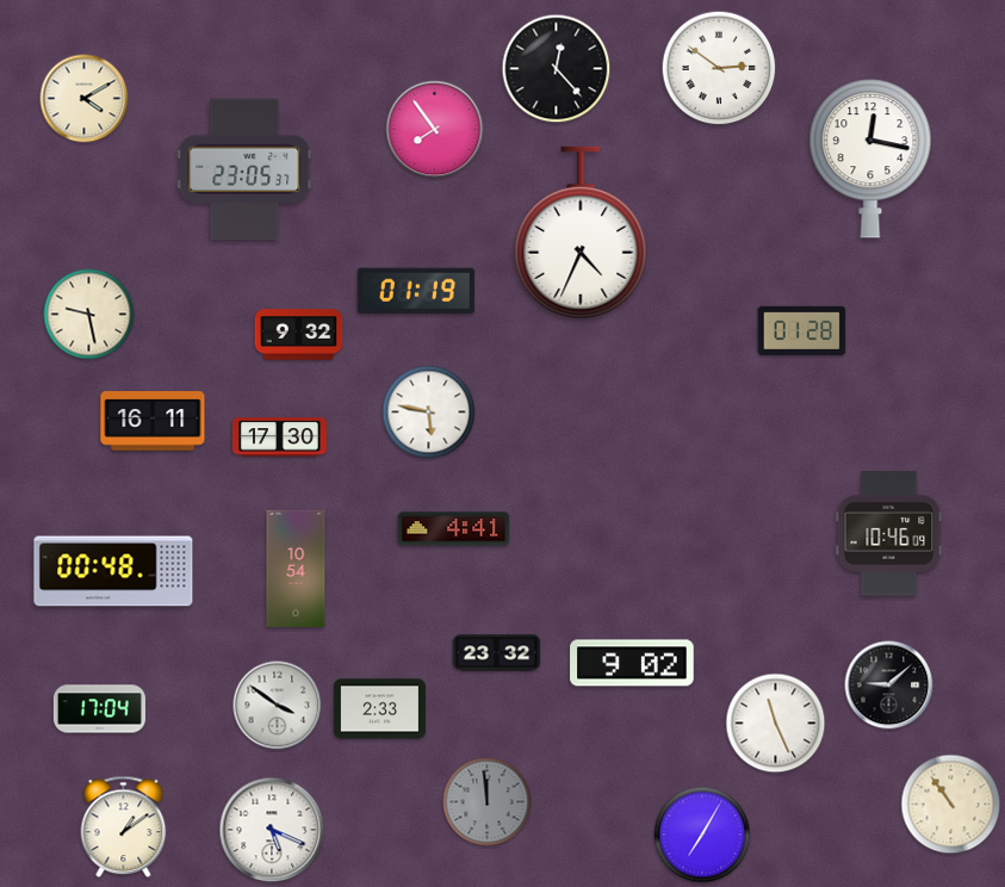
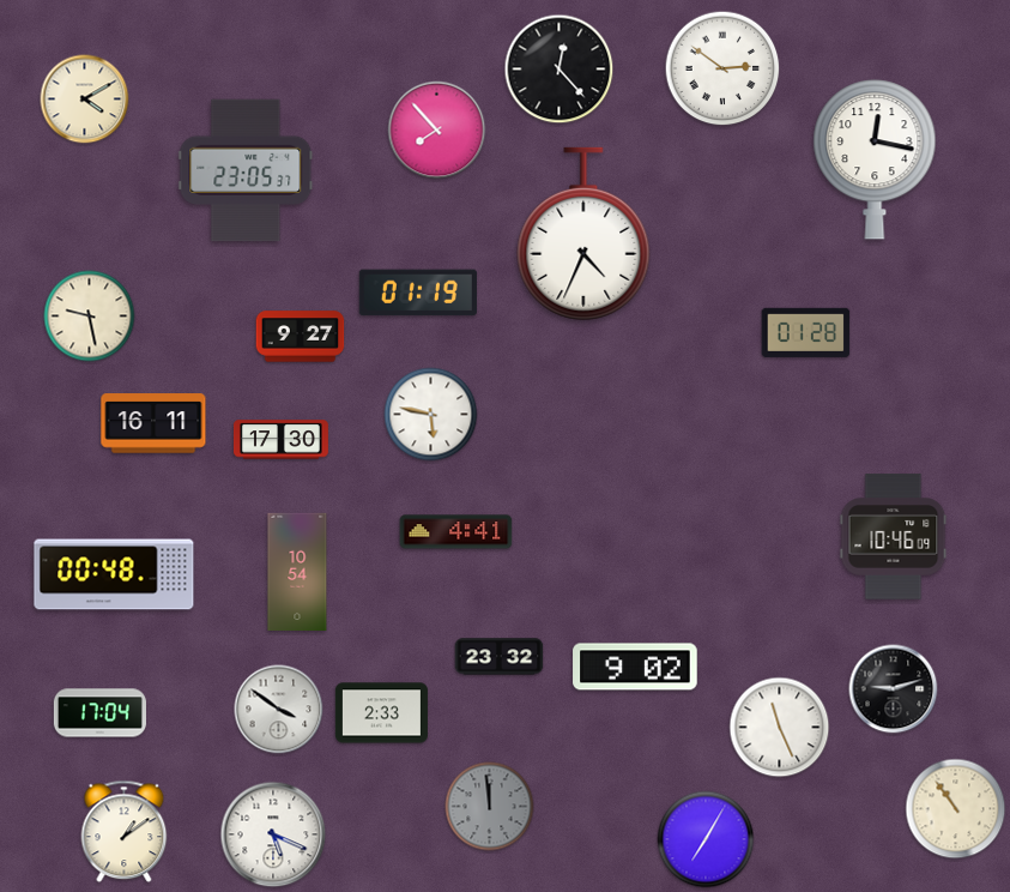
clock at (435, 130): 7:54 -> 7:53
clock at (299, 335): 9:32 -> 9:27
clock at (889, 686): 9:08 -> 9:12
